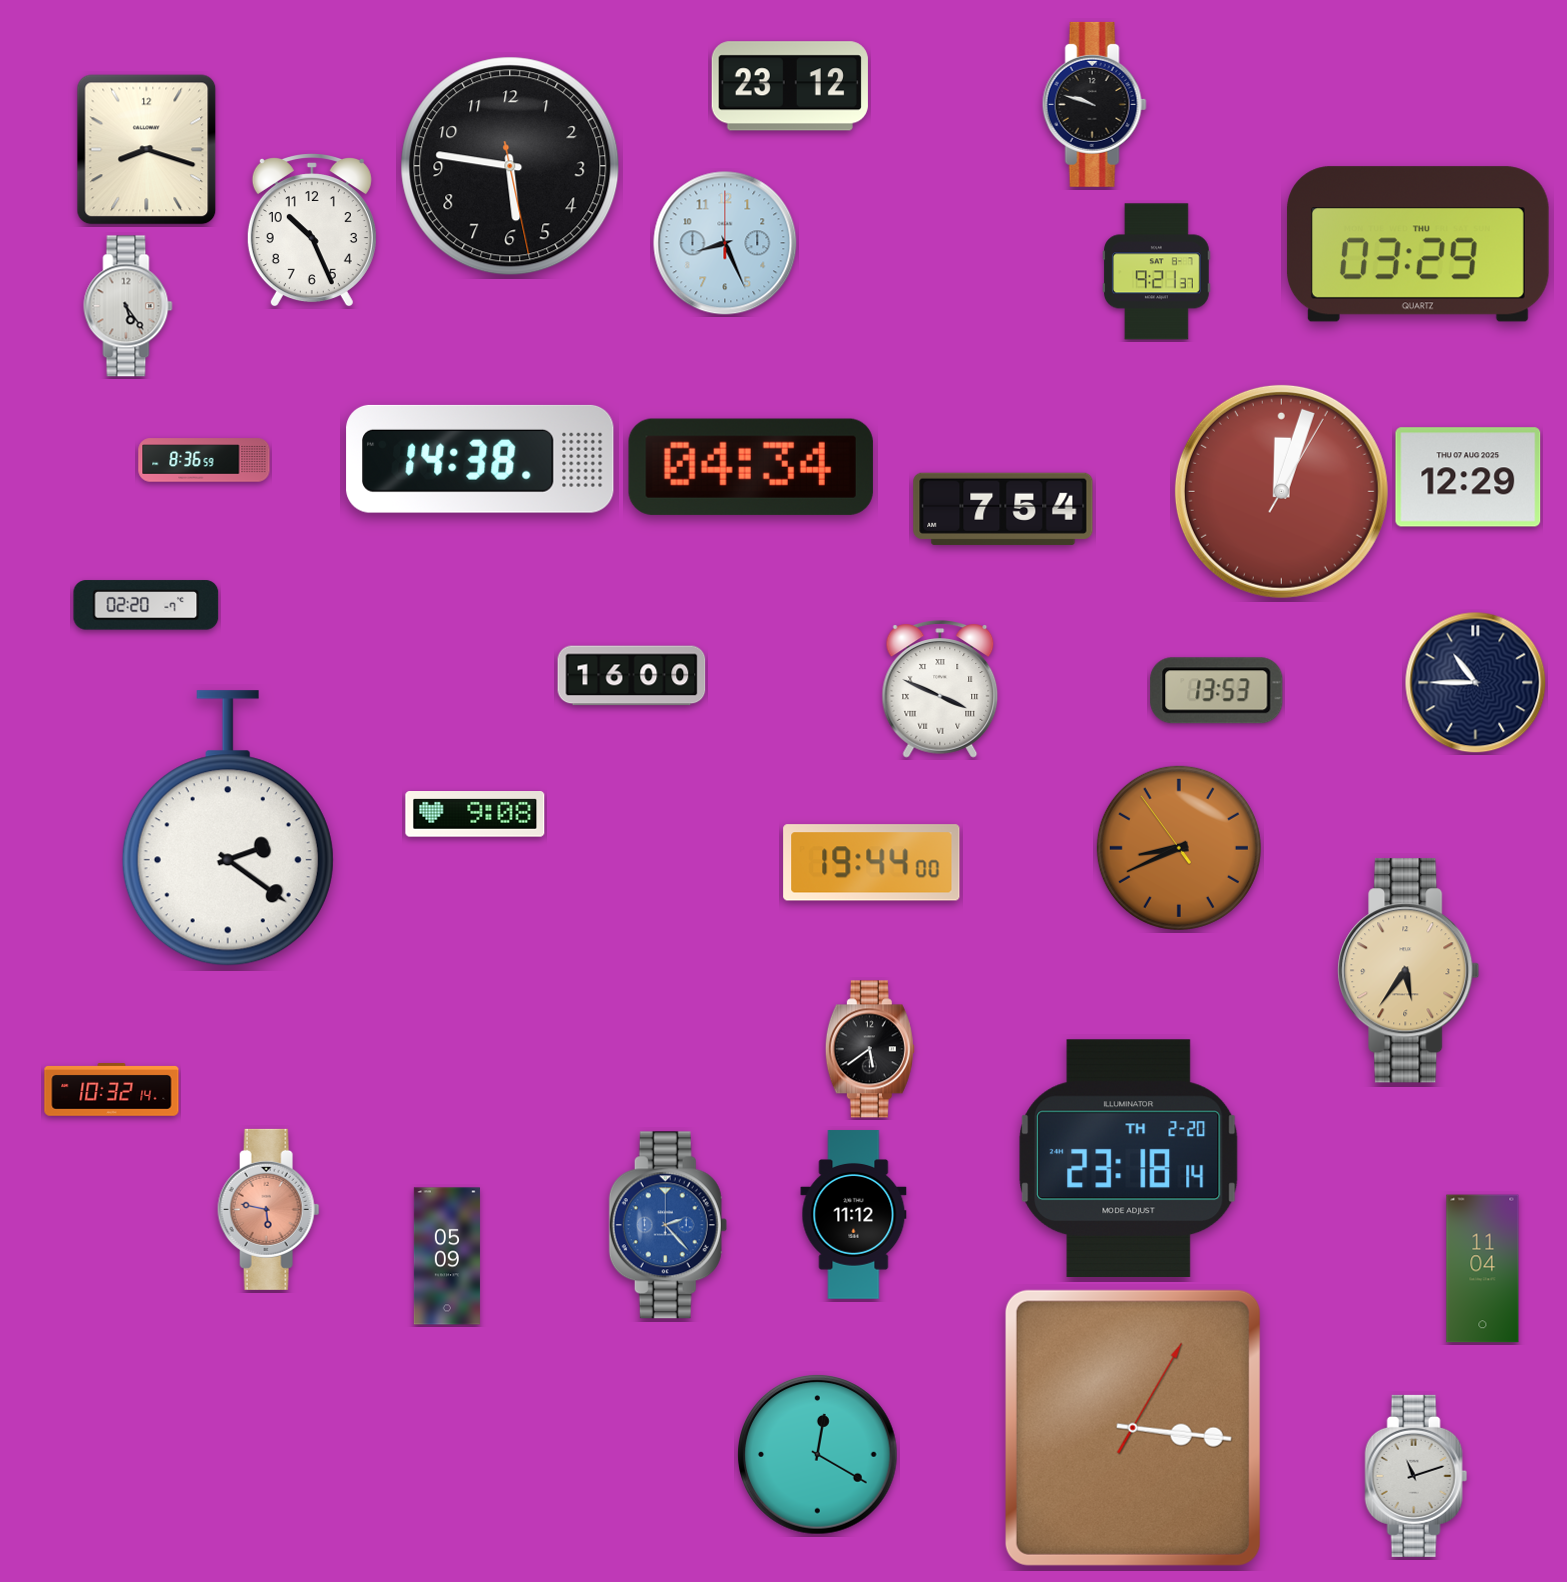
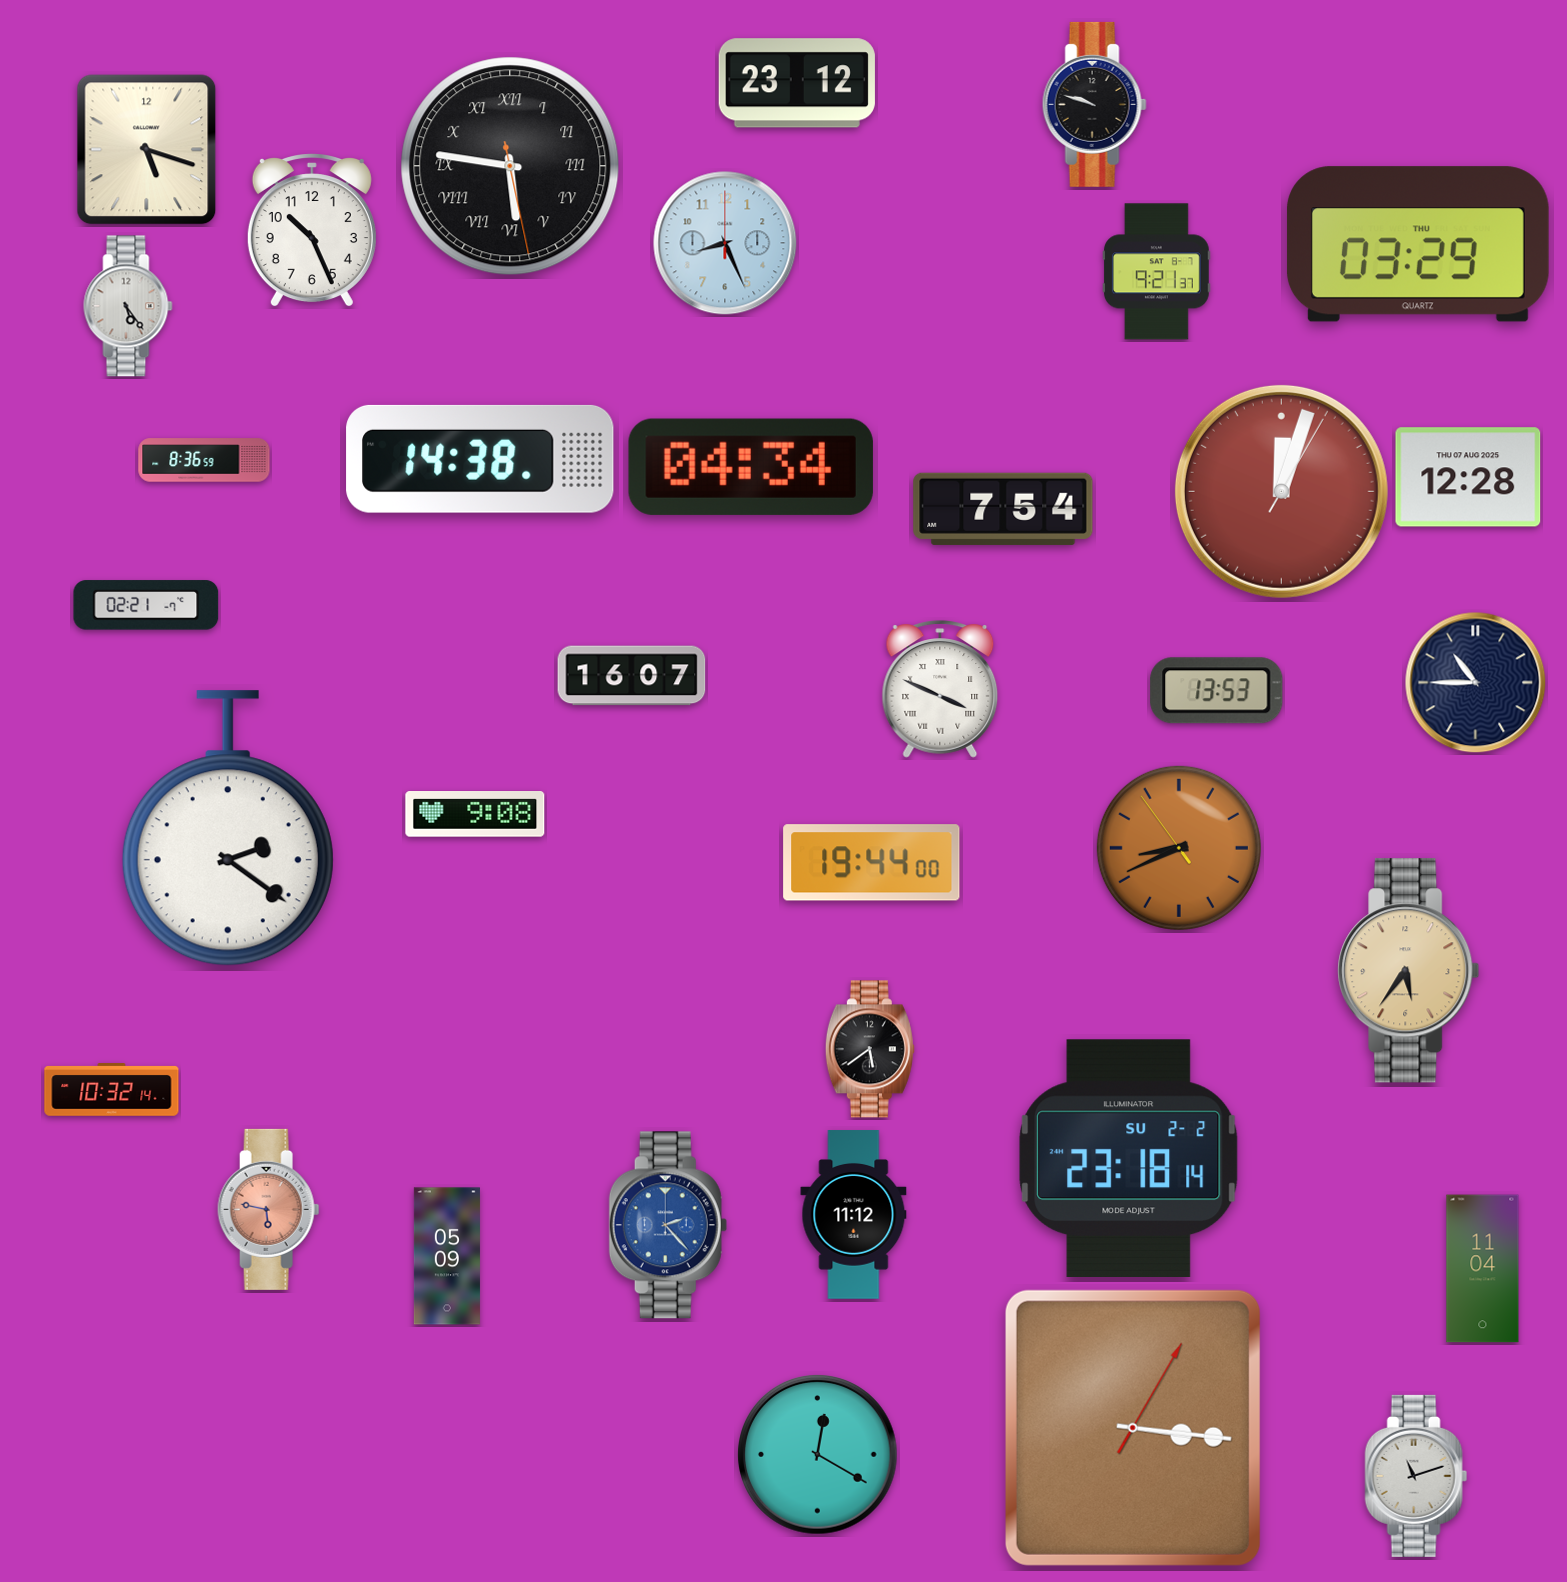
clock at (790, 86) position: (790, 86) -> (797, 83)
clock at (147, 150): 8:18 -> 5:18
clock at (510, 166) numerals: Arabic -> Roman
clock at (1468, 477): 12:29 -> 12:28
clock at (146, 605): 02:20 -> 02:21
clock at (632, 676): 16:00 -> 16:07
clock at (1129, 1158) date: TH 2-20 -> SU 2-2
